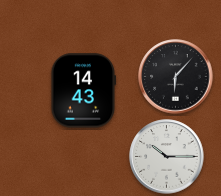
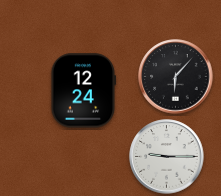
clock at (84, 91): 14:43 -> 12:24
clock at (167, 157): 10:15 -> 9:15
